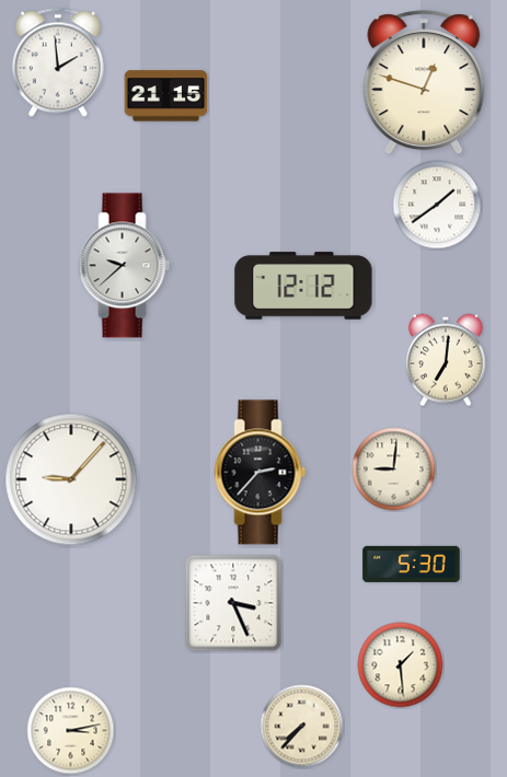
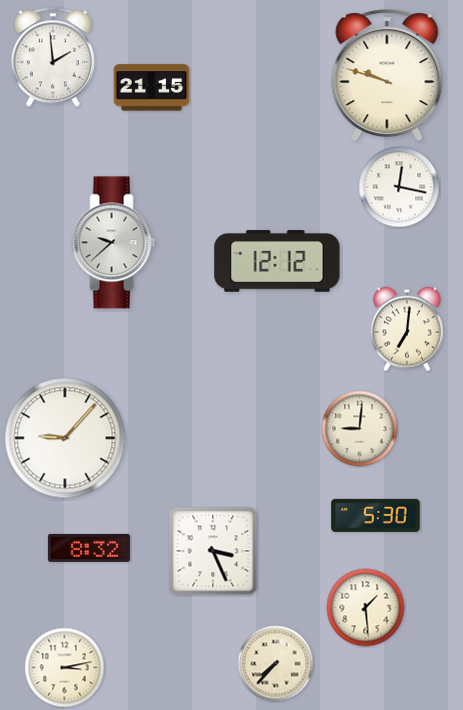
clock at (424, 83): 12:48 -> 9:48
clock at (437, 205): 1:39 -> 12:17
clock at (261, 473): 2:37 -> none
clock at (89, 548): none -> 8:32
